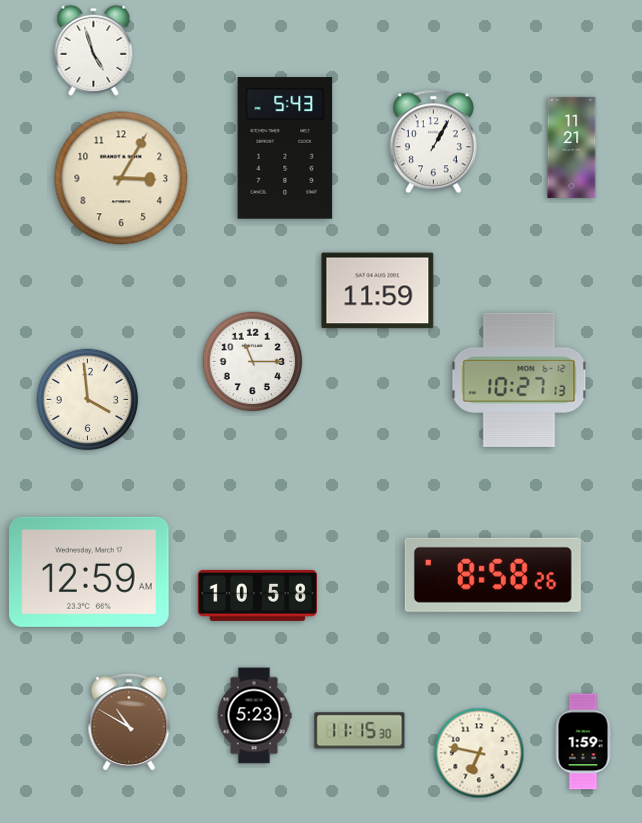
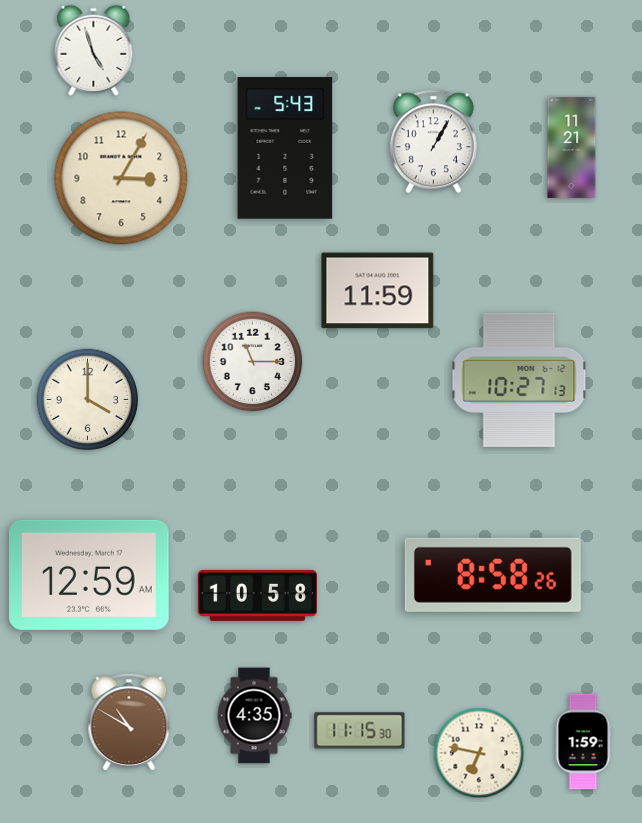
clock at (88, 400): 3:59 -> 4:00
clock at (90, 572) position: (90, 572) -> (90, 575)
clock at (254, 716): 5:23 -> 4:35
